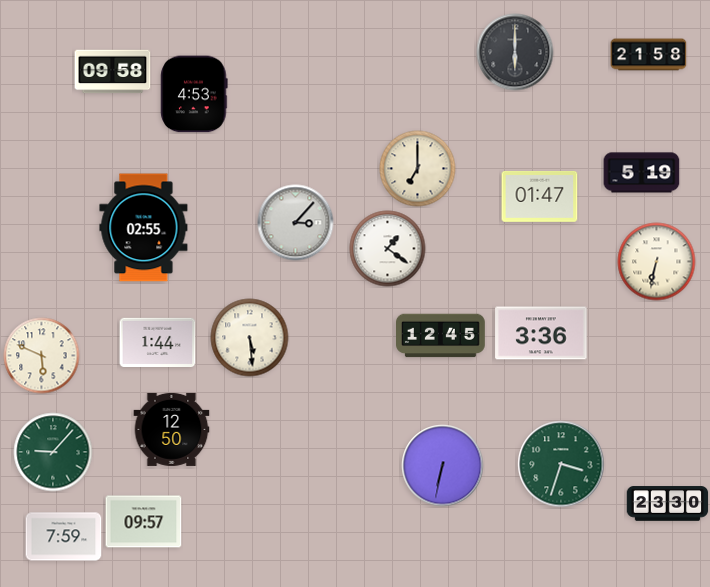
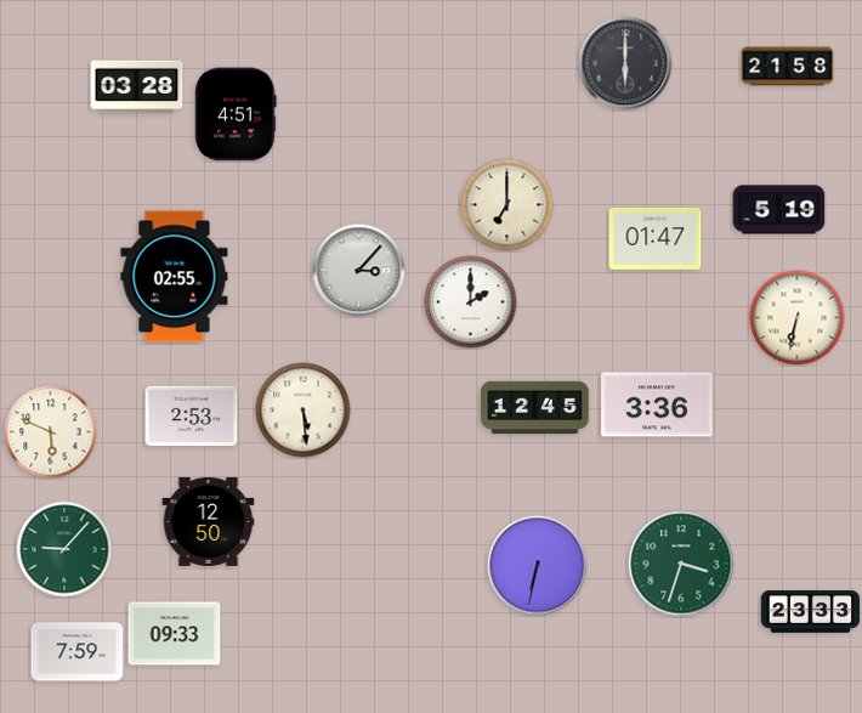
clock at (113, 72): 09:58 -> 03:28
clock at (194, 94): 4:53 -> 4:51
clock at (388, 249): 1:21 -> 2:00
clock at (158, 342): 1:44 -> 2:53
clock at (668, 504): 23:30 -> 23:33
clock at (144, 522): 09:57 -> 09:33
